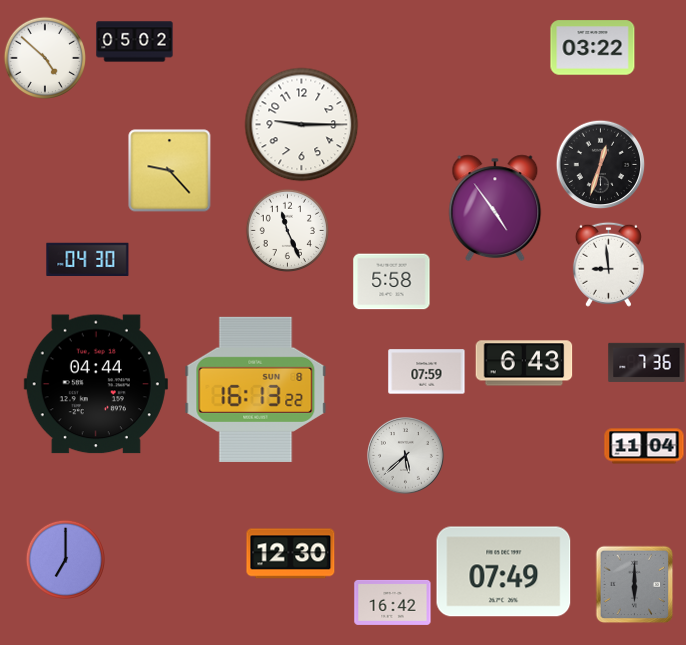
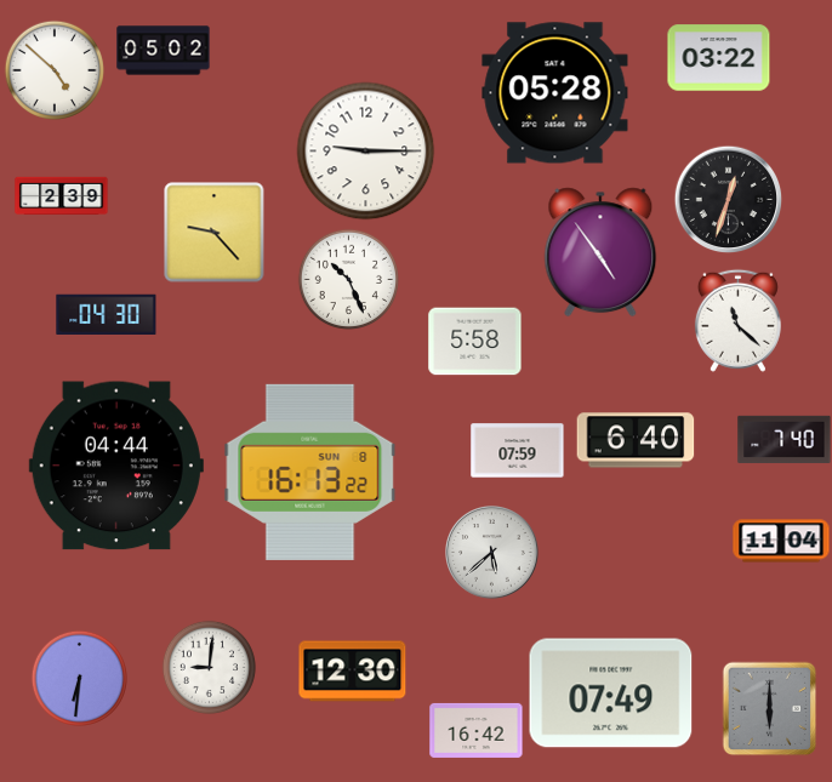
clock at (555, 93): none -> 05:28
clock at (62, 196): none -> 2:39
clock at (170, 171) position: (170, 171) -> (215, 233)
clock at (287, 230): 11:26 -> 10:26
clock at (608, 264): 8:59 -> 11:22
clock at (647, 362): 7:36 -> 7:40
clock at (524, 363): 6:43 -> 6:40
clock at (209, 667): none -> 9:01
clock at (65, 559): 7:00 -> 6:31
